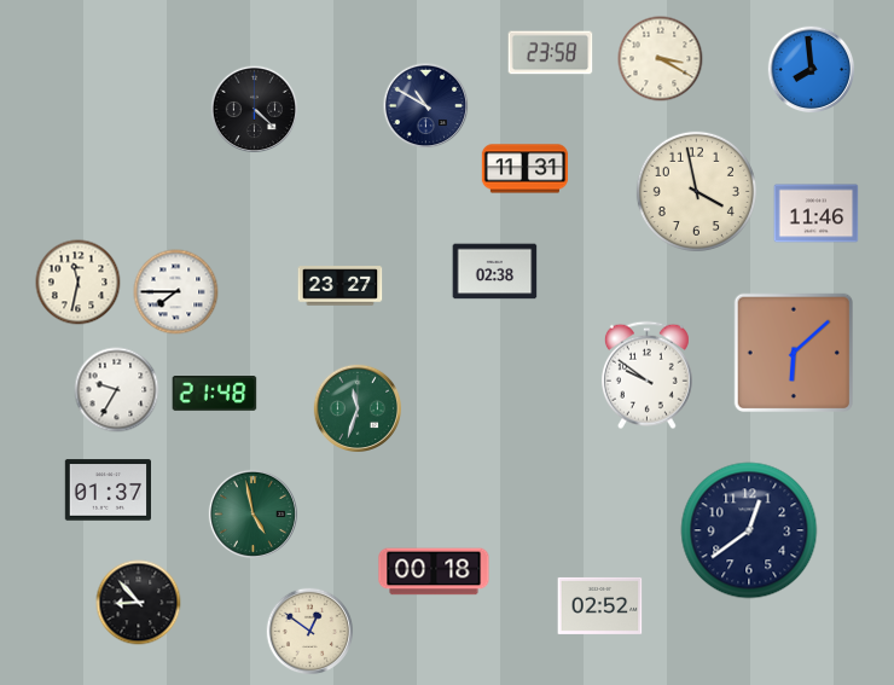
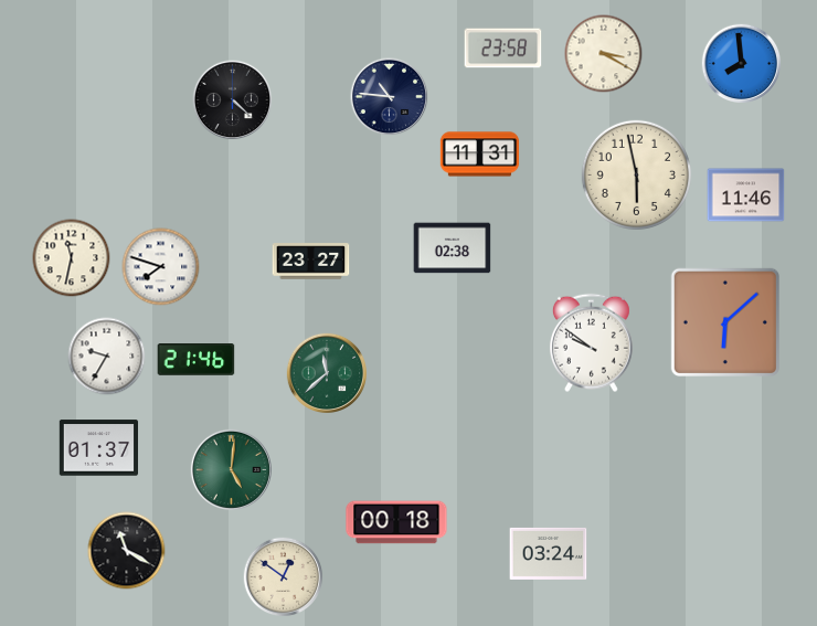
clock at (426, 106): 10:50 -> 10:46
clock at (696, 191): 3:58 -> 5:58
clock at (176, 292): 7:45 -> 7:48
clock at (215, 394): 21:48 -> 21:46
clock at (356, 407): 11:33 -> 11:38
clock at (252, 513): 4:58 -> 5:01
clock at (749, 530): 12:39 -> none
clock at (139, 603): 8:53 -> 11:20
clock at (600, 605): 02:52 -> 03:24
